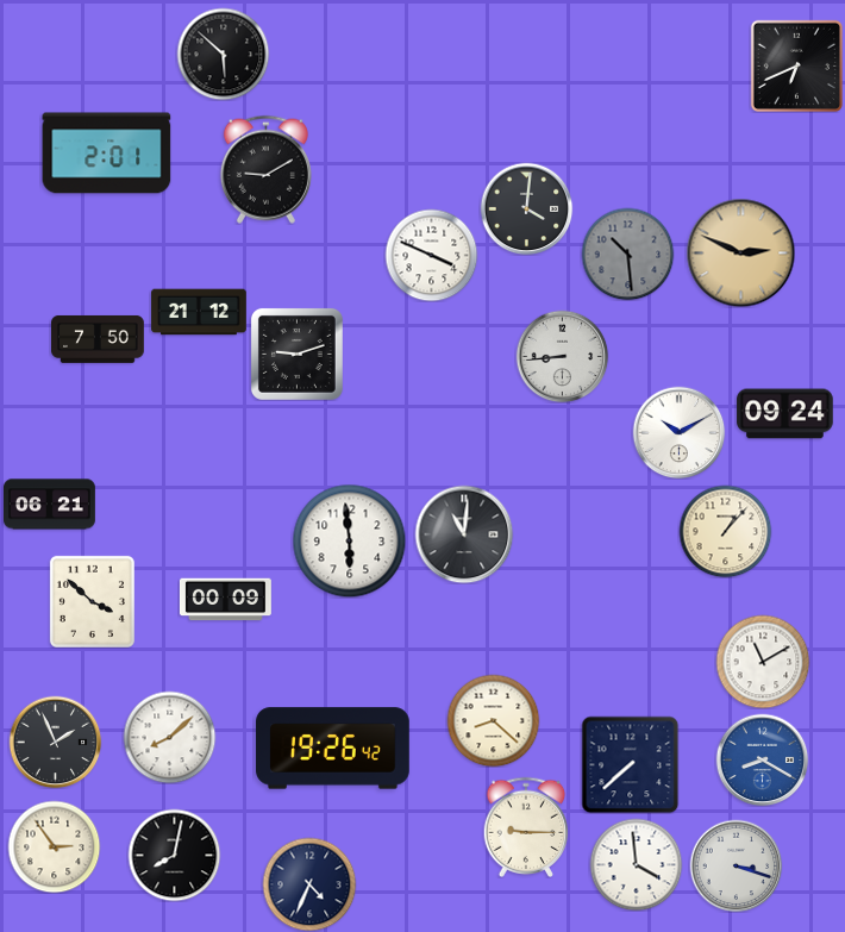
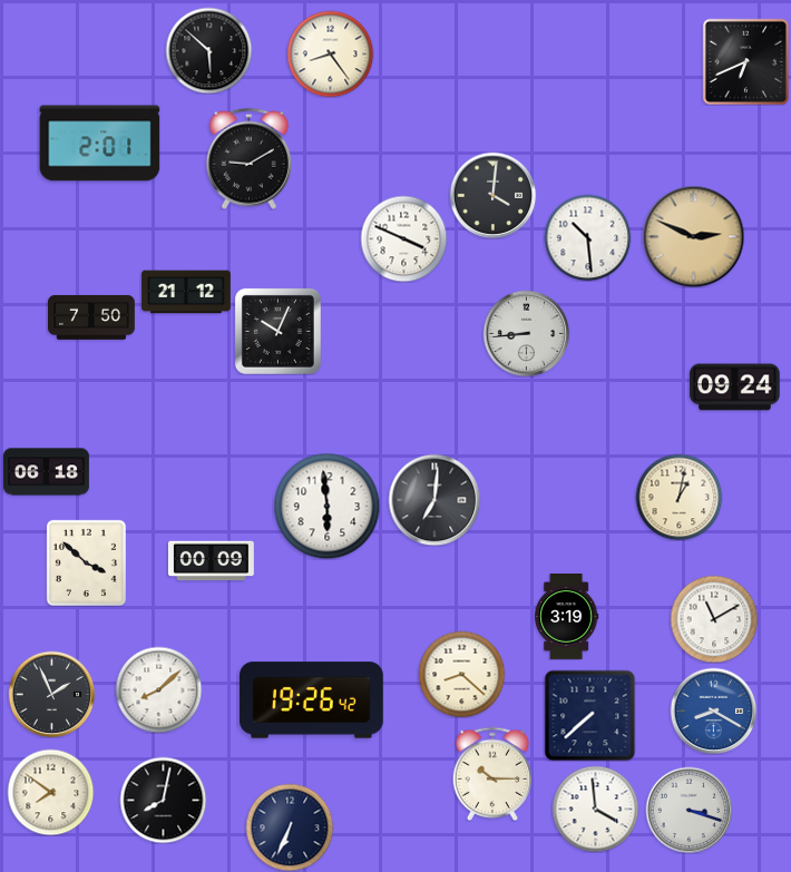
clock at (330, 53): none -> 8:24
clock at (627, 254) dial: grey -> white
clock at (296, 354): 9:12 -> 10:04
clock at (678, 432): 10:10 -> none
clock at (50, 505): 06:21 -> 06:18
clock at (725, 531): 1:07 -> 1:02
clock at (464, 534): 11:01 -> 7:01
clock at (567, 617): none -> 3:19
clock at (526, 826): 9:15 -> 10:15
clock at (54, 846): 2:54 -> 7:51
clock at (309, 884): 4:34 -> 6:34
